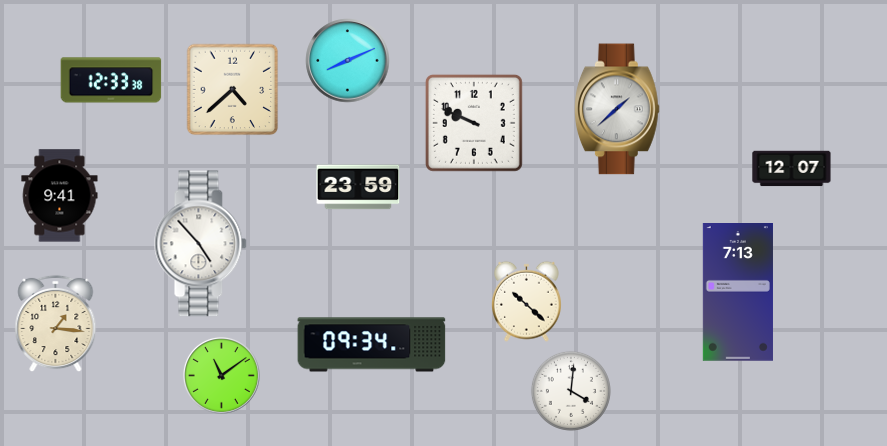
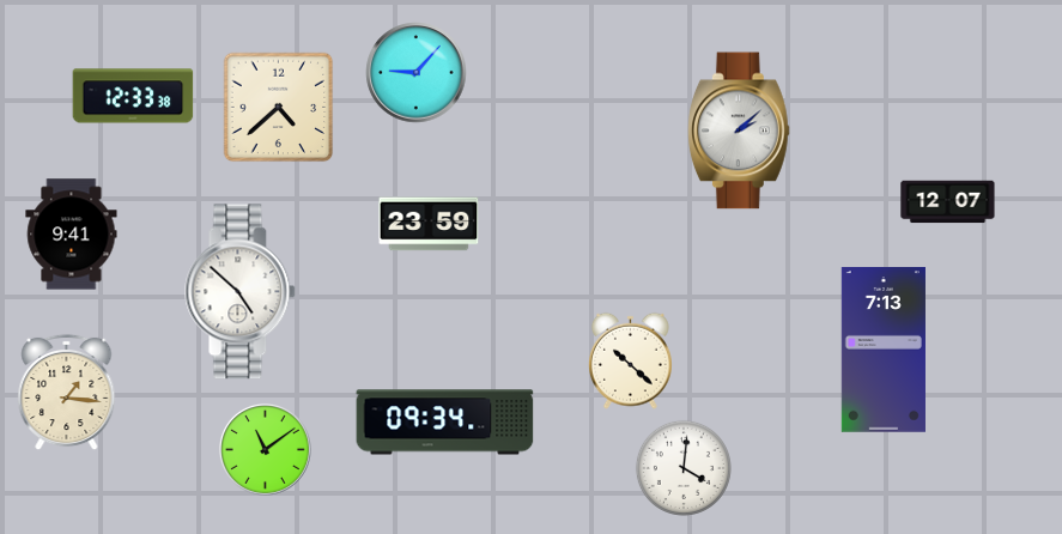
clock at (348, 61): 8:11 -> 9:07
clock at (617, 109): 1:38 -> 2:08
clock at (474, 123): 9:49 -> none
clock at (201, 244): 4:53 -> 4:52
clock at (56, 324) position: (56, 324) -> (67, 393)
clock at (372, 345) position: (372, 345) -> (445, 423)
